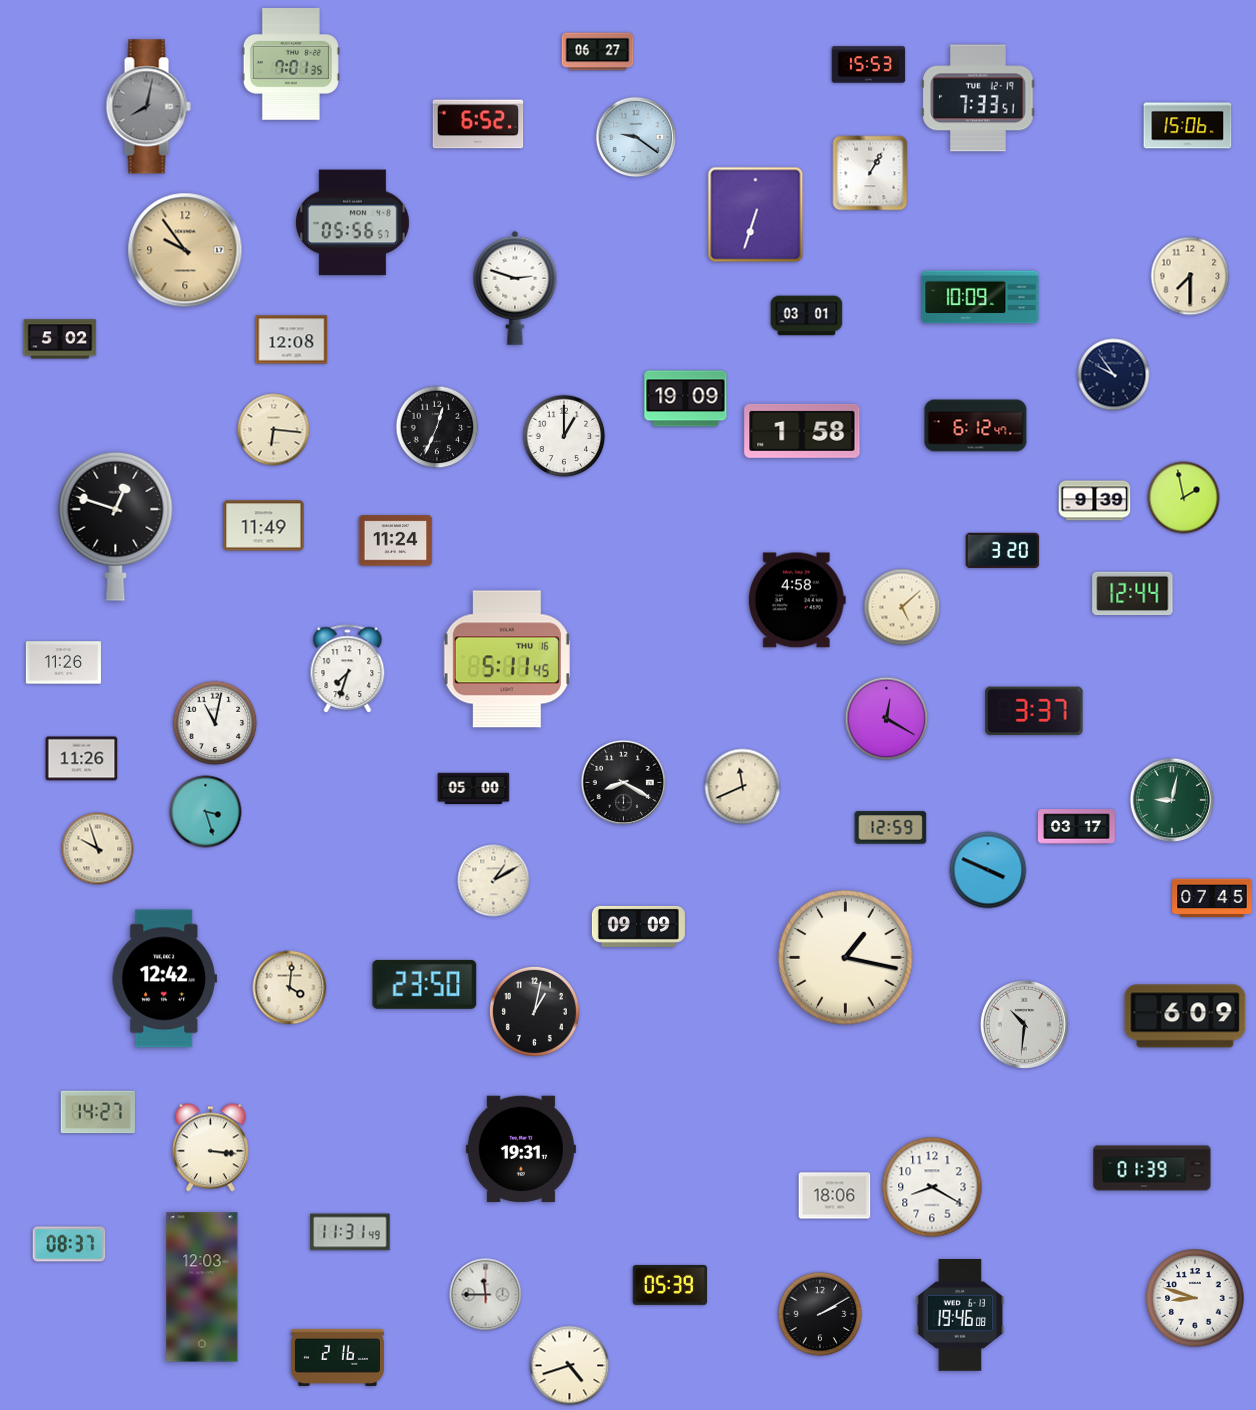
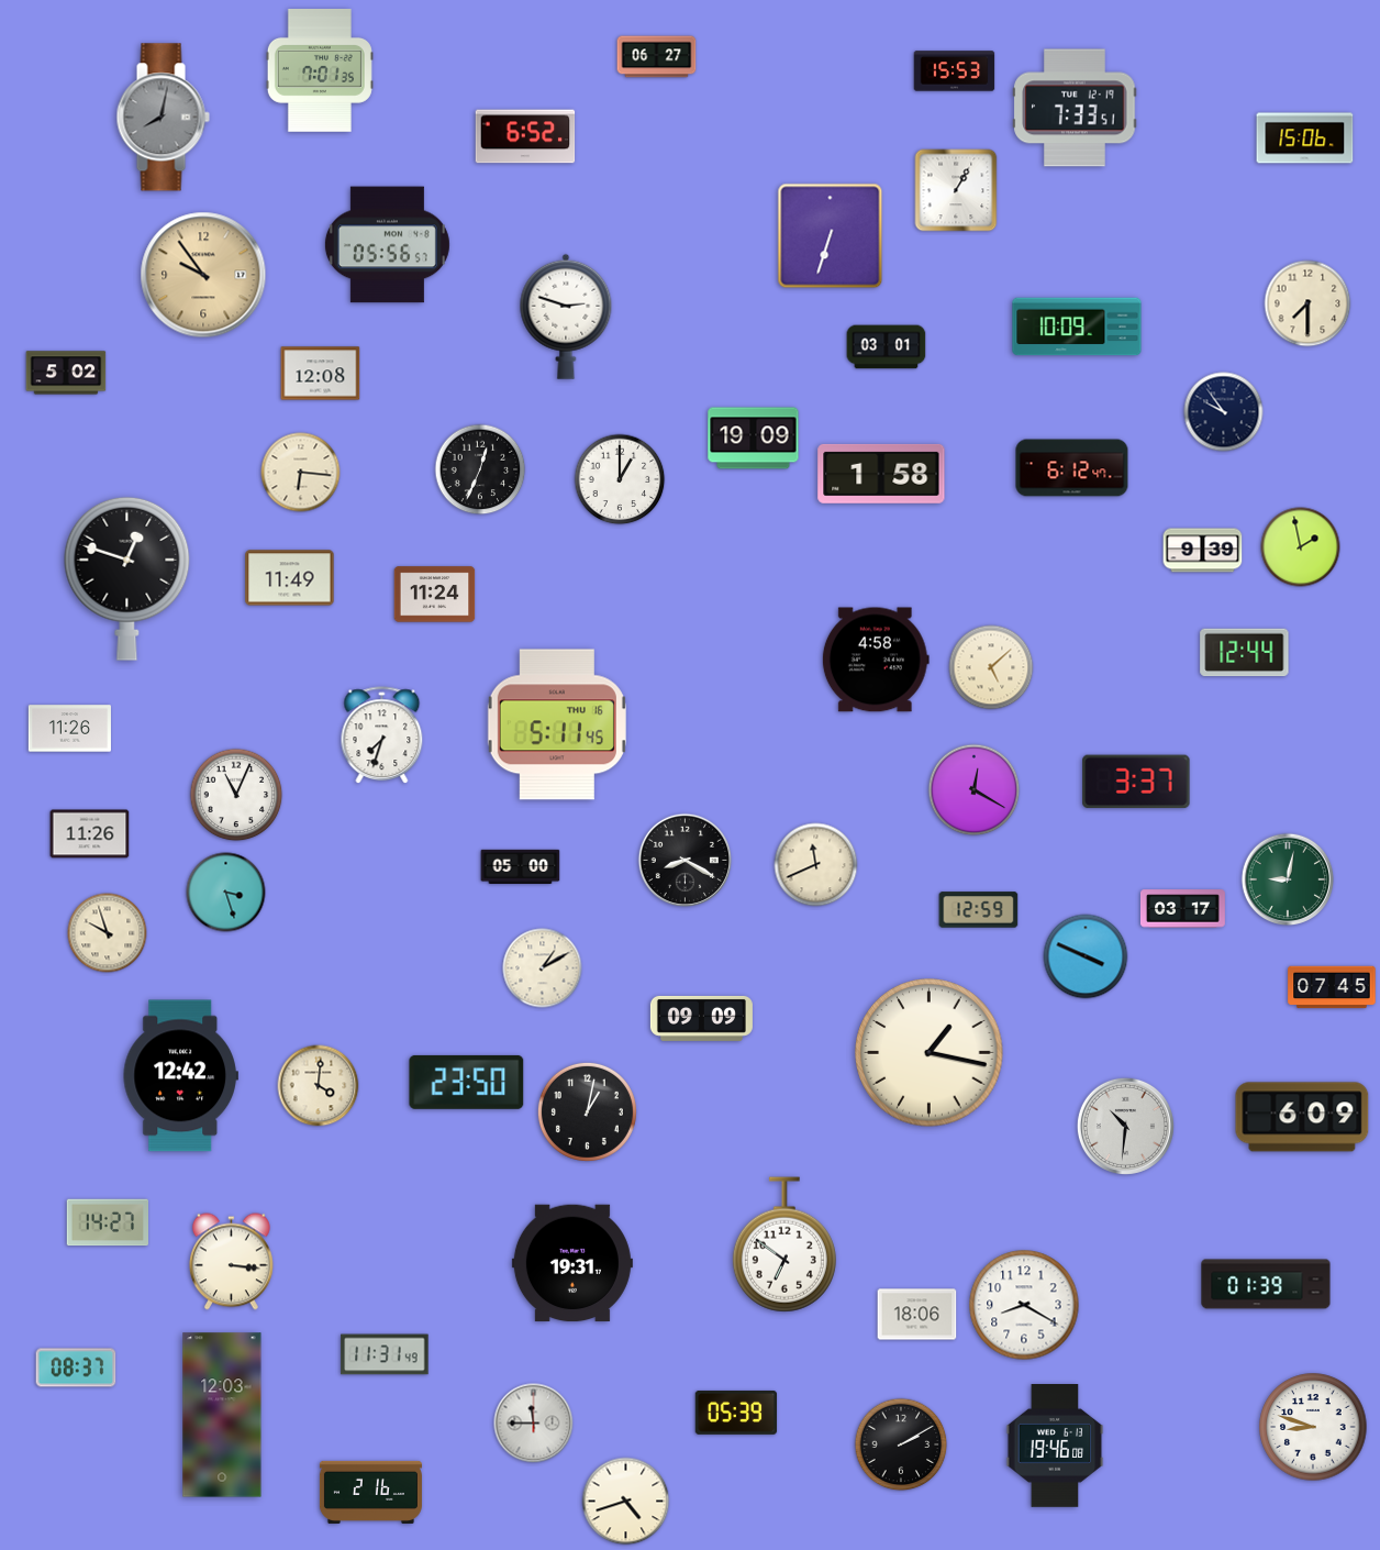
clock at (636, 137): 9:21 -> none
clock at (1003, 550): 3:20 -> none
clock at (215, 723): 11:02 -> 11:04
clock at (784, 1244): none -> 6:51
